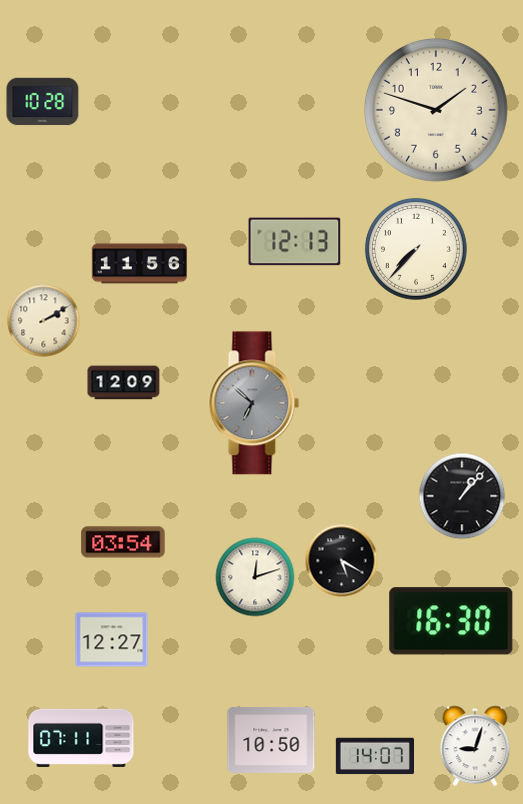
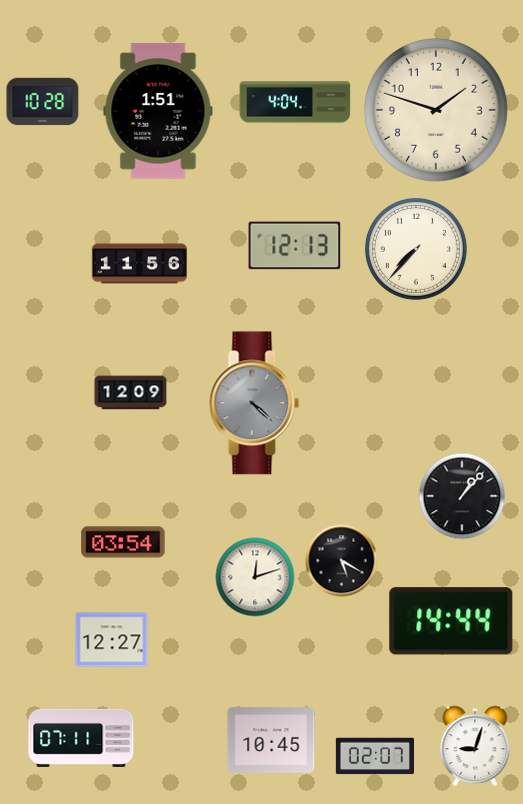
clock at (295, 102): none -> 4:04
clock at (158, 111): none -> 1:51
clock at (295, 242) position: (295, 242) -> (295, 246)
clock at (44, 321): 2:10 -> none
clock at (124, 383) position: (124, 383) -> (131, 393)
clock at (254, 403): 6:52 -> 4:22
clock at (451, 621): 16:30 -> 14:44
clock at (271, 740): 10:50 -> 10:45
clock at (374, 756): 14:07 -> 02:07
